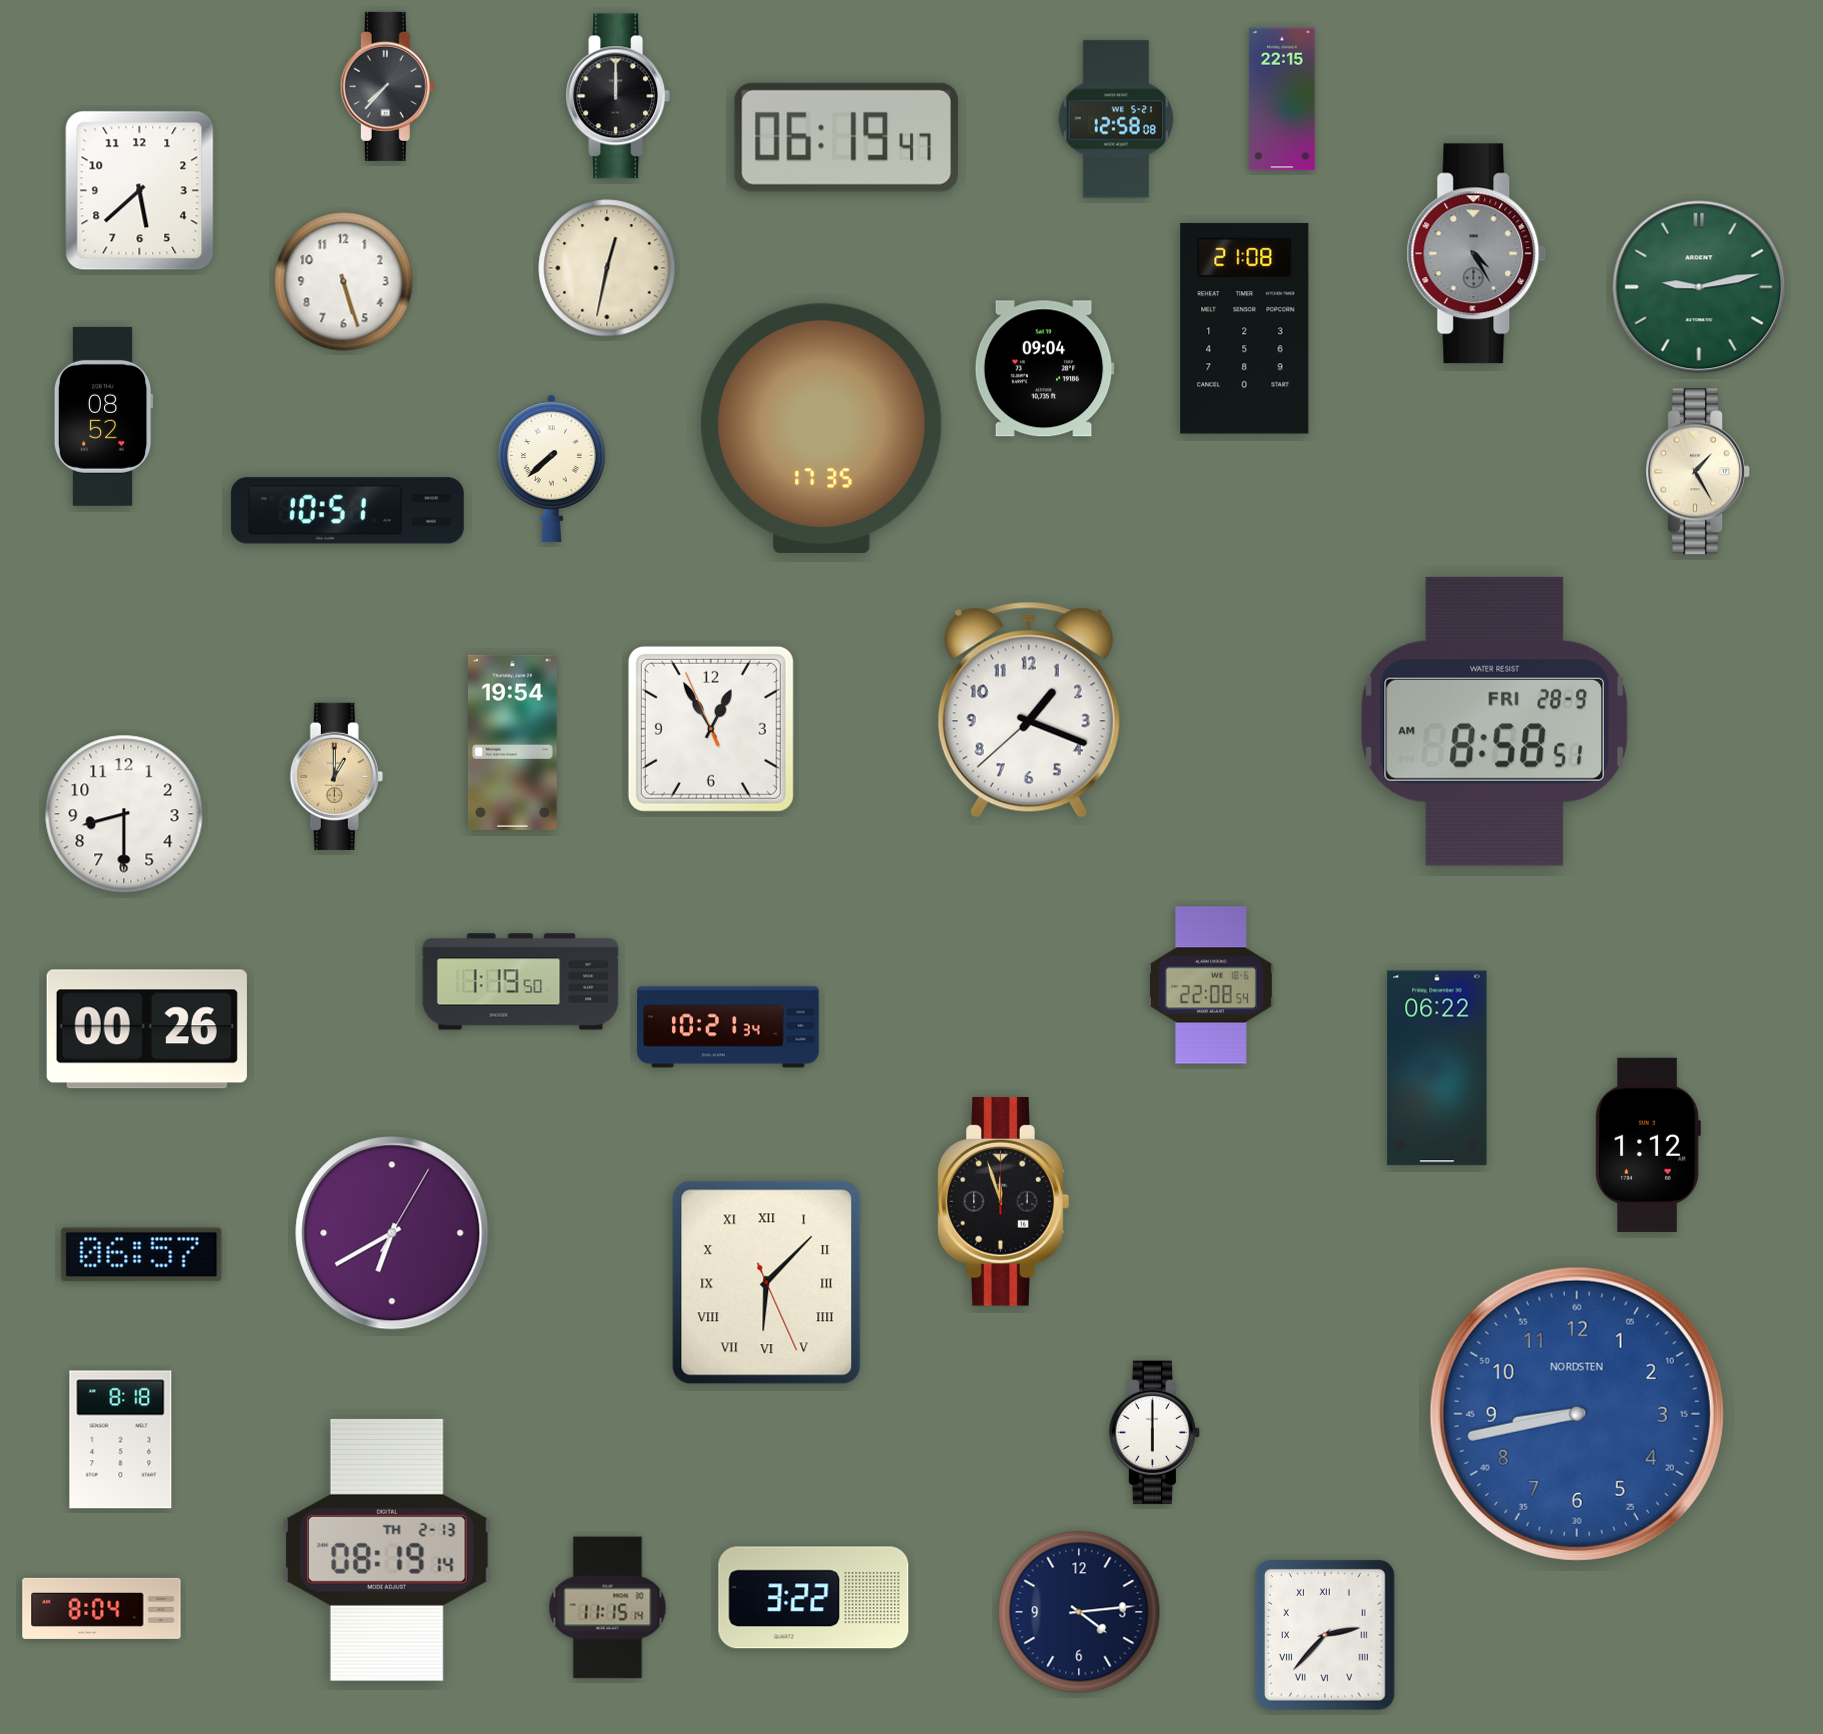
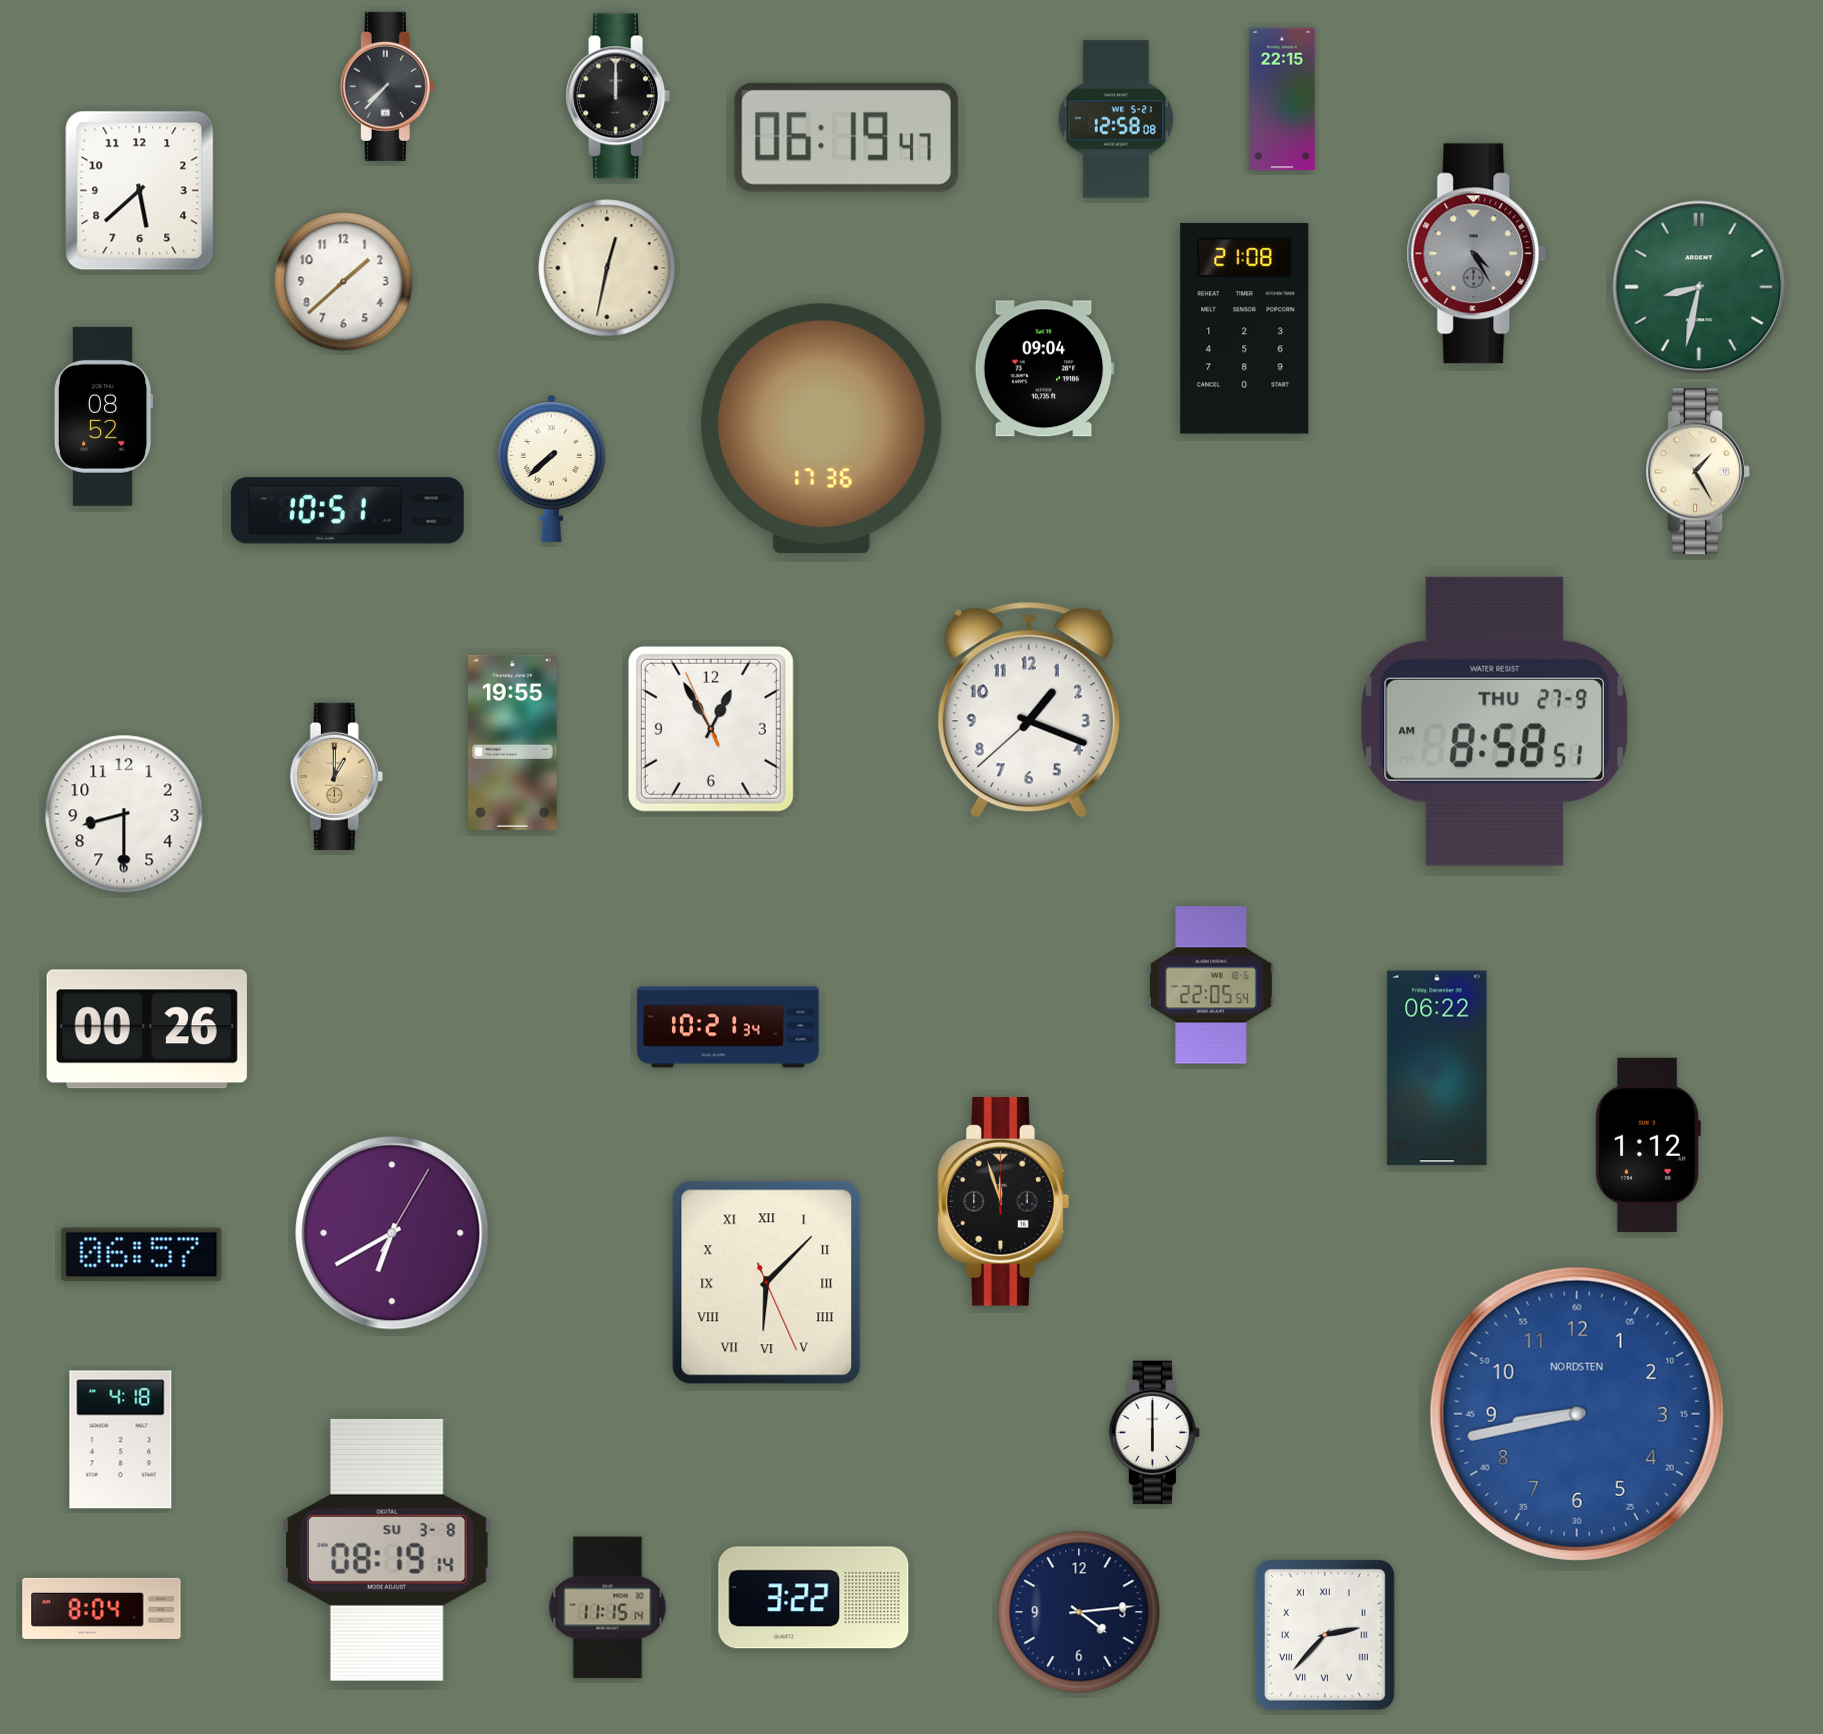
clock at (344, 282): 5:27 -> 1:38
clock at (1699, 287): 9:13 -> 8:32
clock at (822, 428): 17:35 -> 17:36
clock at (1494, 721) date: FRI 28-9 -> THU 27-9
clock at (513, 742): 19:54 -> 19:55
clock at (521, 982): 1:19 -> none
clock at (1211, 985): 22:08 -> 22:05
clock at (121, 1440): 8:18 -> 4:18
clock at (387, 1550) date: TH 2-13 -> SU 3-8
